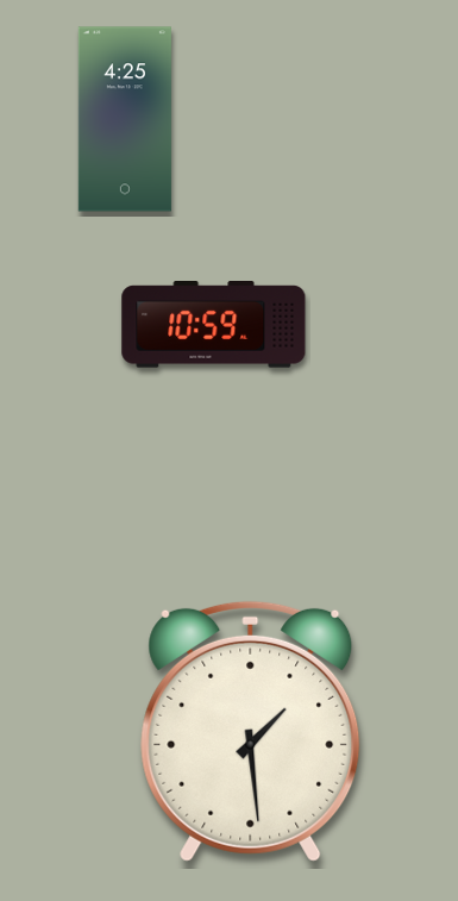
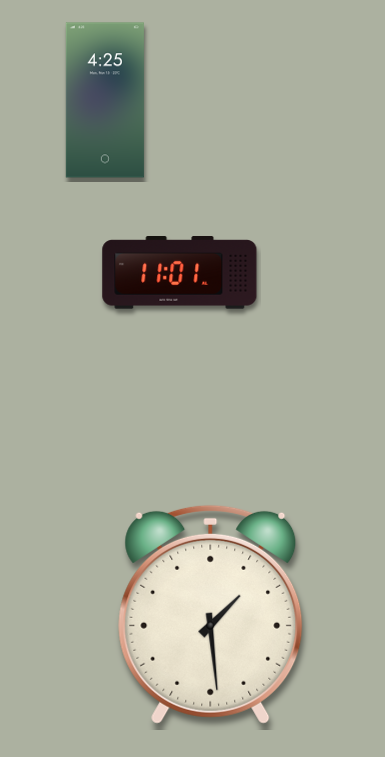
clock at (214, 325): 10:59 -> 11:01
